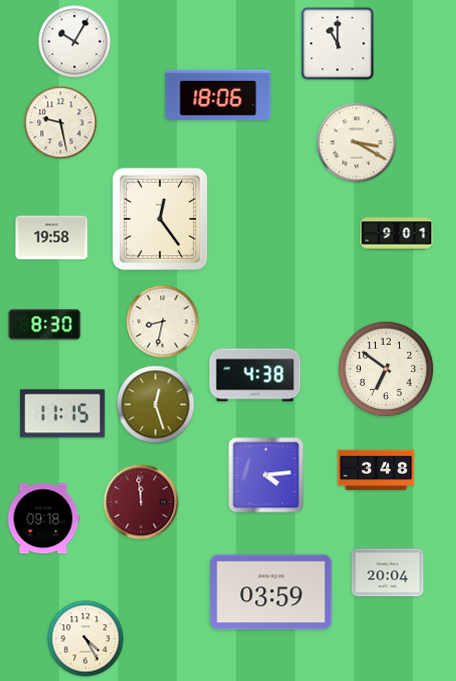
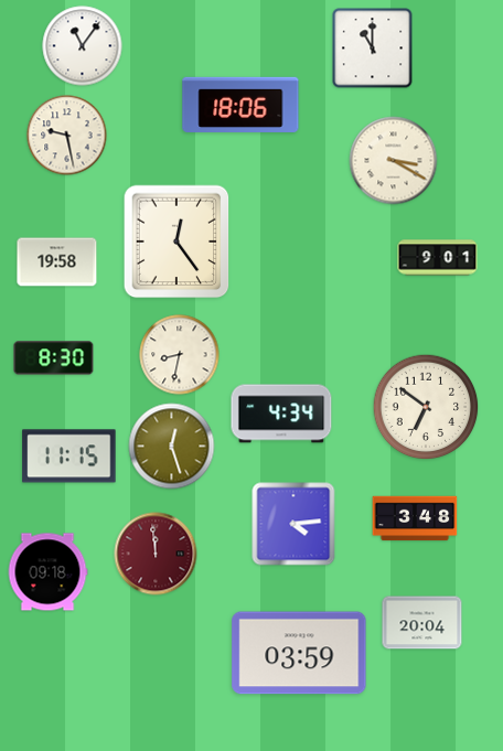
clock at (75, 42): 10:05 -> 11:06
clock at (357, 143) position: (357, 143) -> (394, 161)
clock at (45, 325) position: (45, 325) -> (54, 358)
clock at (255, 375): 4:38 -> 4:34
clock at (388, 573) position: (388, 573) -> (422, 623)
clock at (86, 639): 4:25 -> none
